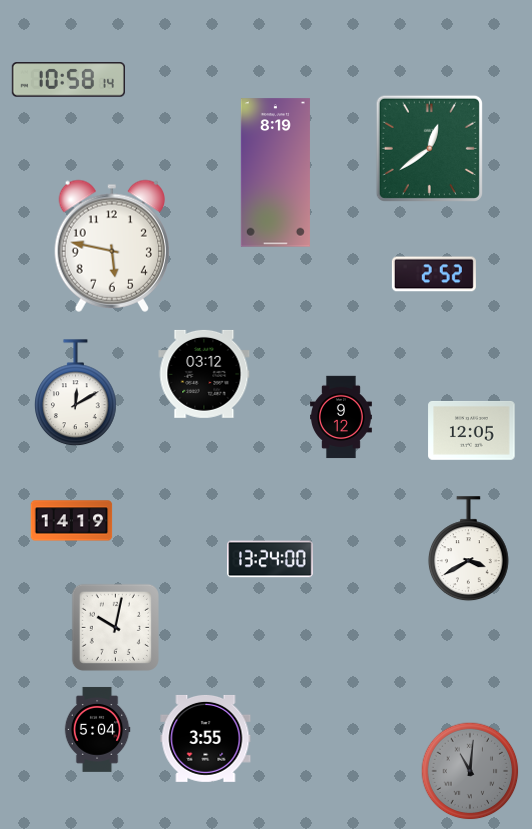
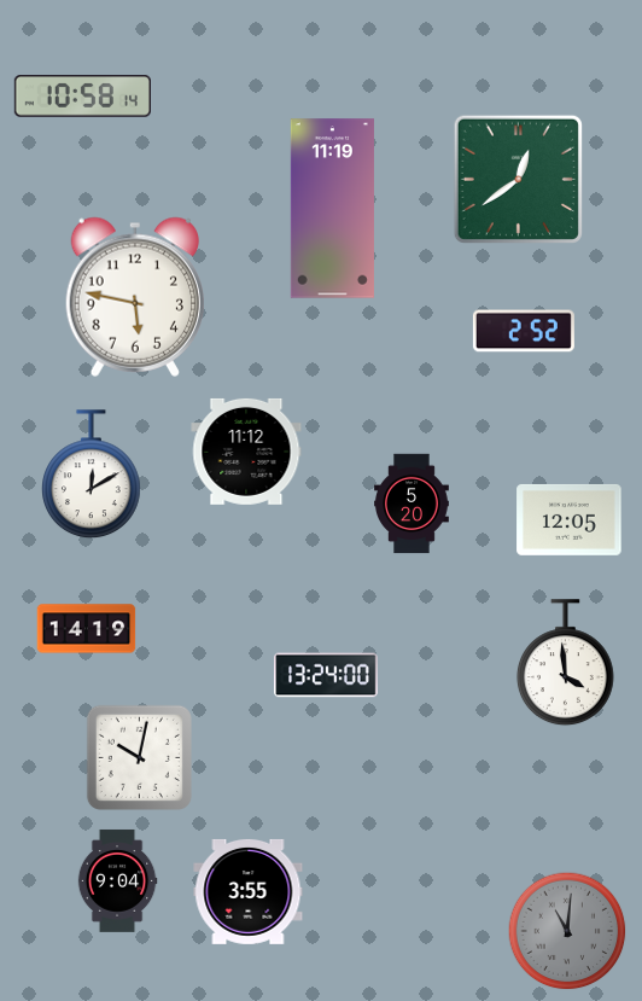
clock at (275, 173): 8:19 -> 11:19
clock at (204, 374): 03:12 -> 11:12
clock at (342, 417): 9:12 -> 5:20
clock at (468, 549): 3:40 -> 3:59
clock at (97, 730): 5:04 -> 9:04
